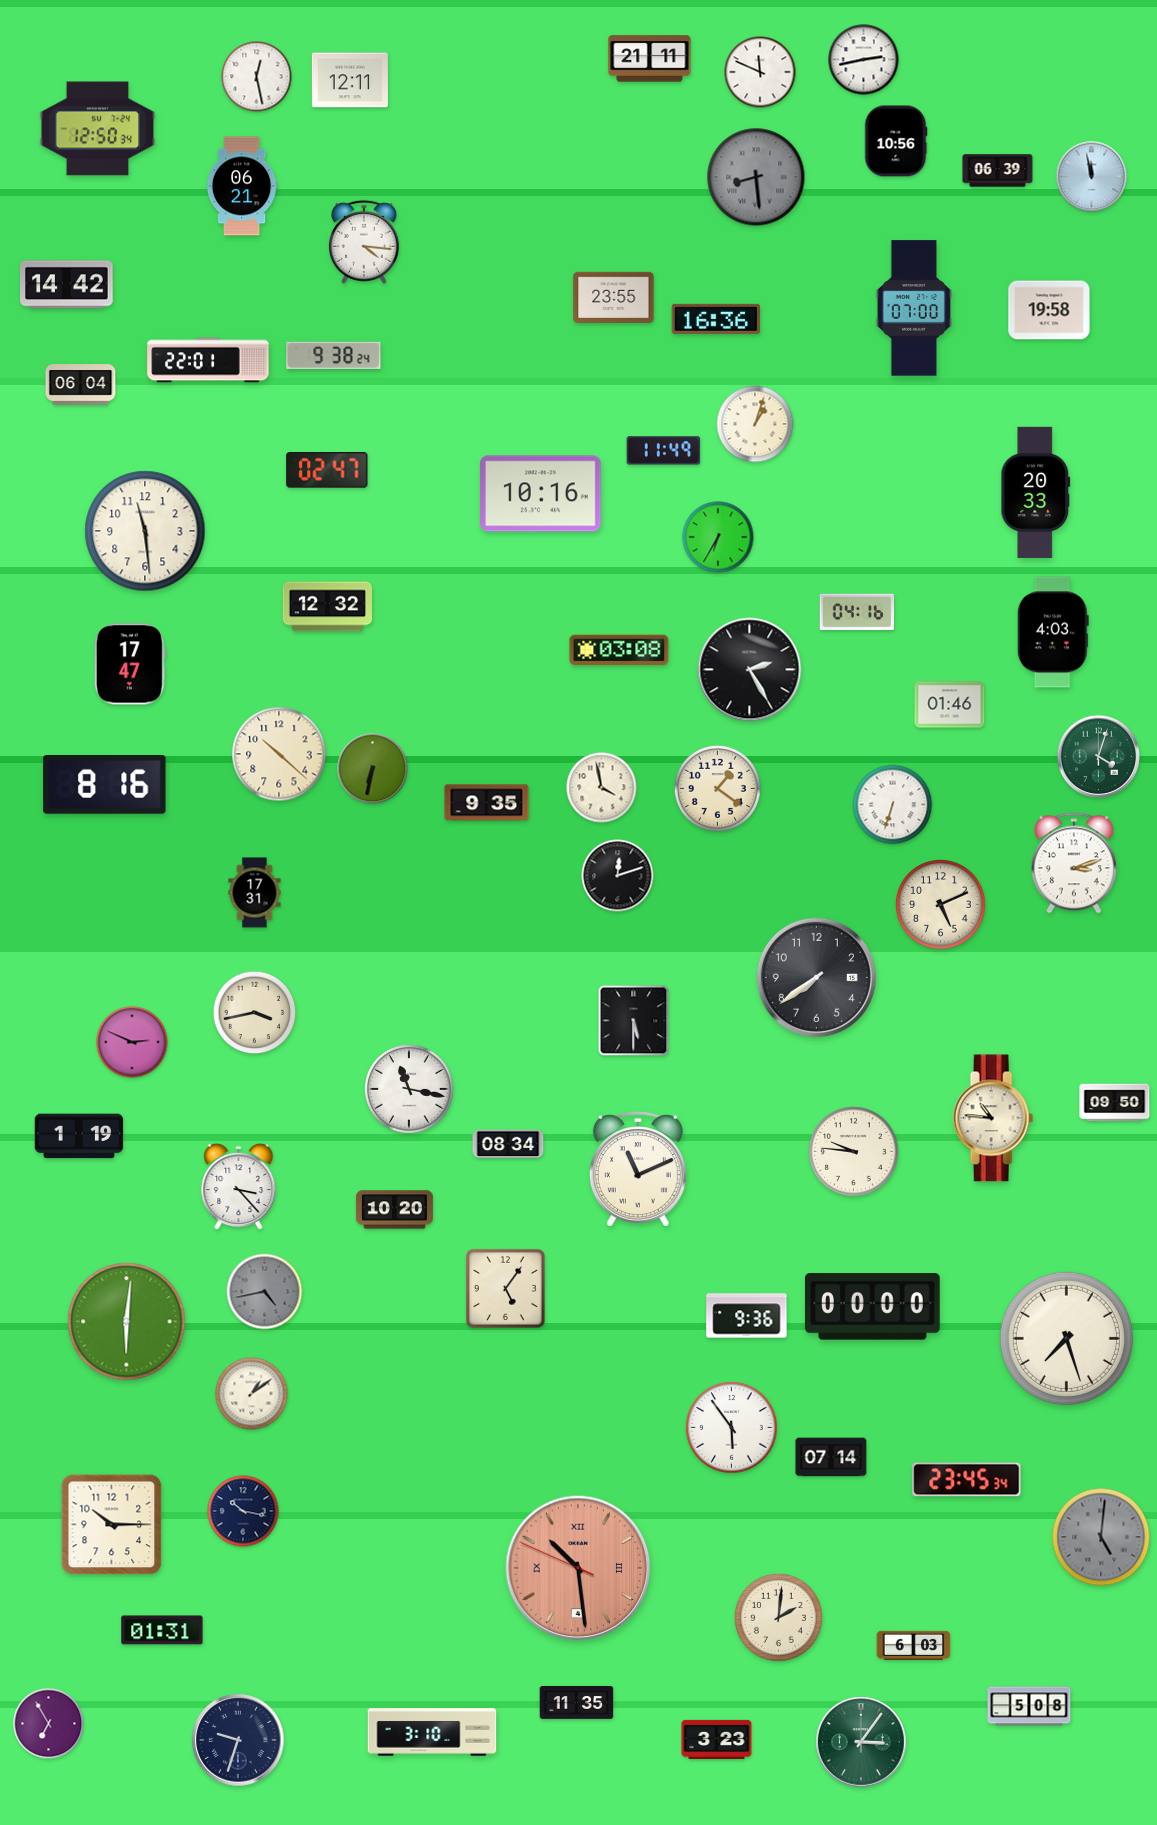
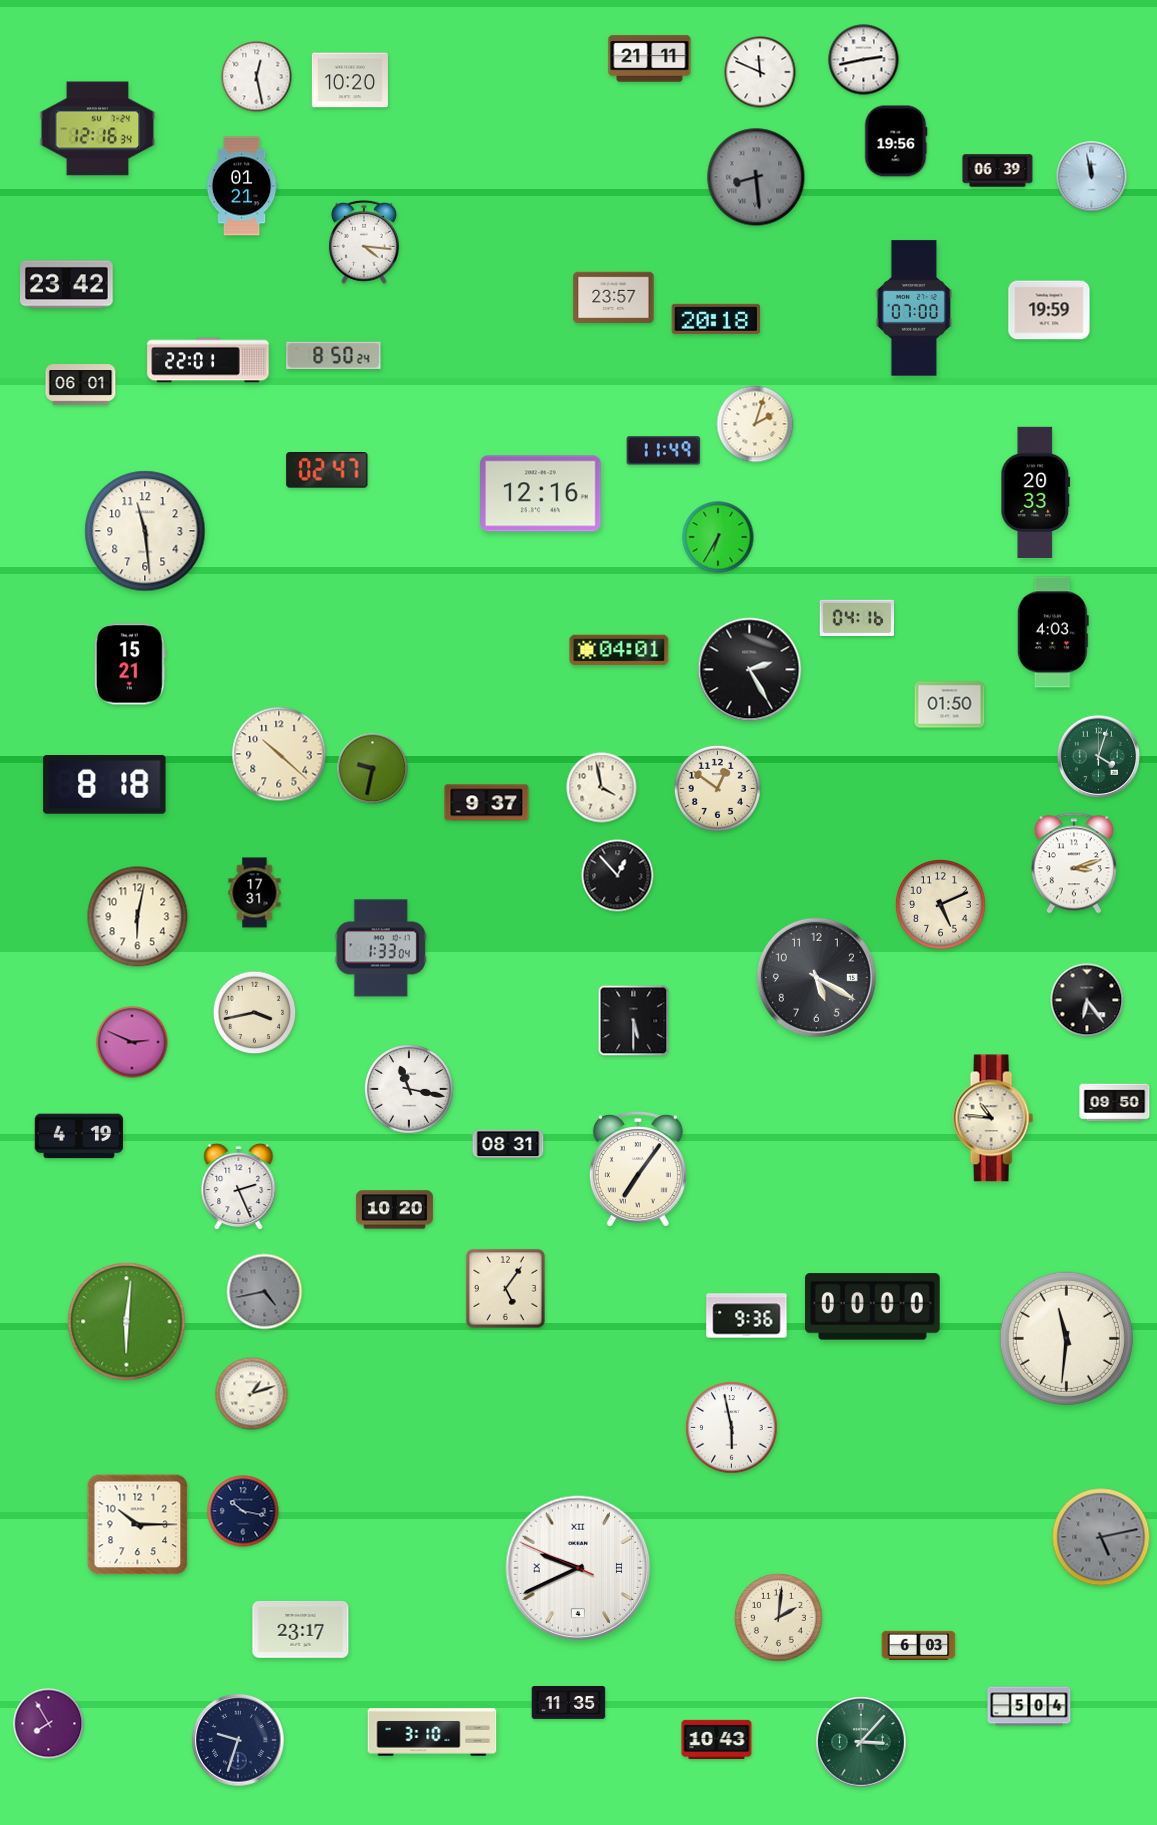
clock at (350, 80): 12:11 -> 10:20
clock at (98, 129): 12:50 -> 12:16
clock at (896, 141): 10:56 -> 19:56
clock at (242, 186): 06:21 -> 01:21
clock at (67, 285): 14:42 -> 23:42
clock at (614, 297): 23:55 -> 23:57
clock at (1049, 310): 19:58 -> 19:59
clock at (716, 319): 16:36 -> 20:18
clock at (334, 355): 9:38 -> 8:50
clock at (81, 385): 06:04 -> 06:01
clock at (755, 424): 1:03 -> 2:03
clock at (541, 494): 10:16 -> 12:16
clock at (327, 607): 12:32 -> none
clock at (857, 611) position: (857, 611) -> (857, 617)
clock at (619, 650): 03:08 -> 04:01
clock at (130, 664): 17:47 -> 15:21
clock at (950, 705): 01:46 -> 01:50
clock at (373, 769): 6:32 -> 9:32
clock at (105, 785): 8:16 -> 8:18
clock at (717, 788): 1:21 -> 12:51
clock at (487, 803): 9:35 -> 9:37
clock at (893, 805): 6:33 -> none
clock at (618, 876): 12:12 -> 12:53
clock at (138, 917): none -> 6:02
clock at (381, 948): none -> 1:33
clock at (816, 977): 7:39 -> 5:20
clock at (1087, 1000): none -> 6:24
clock at (79, 1136): 1:19 -> 4:19
clock at (508, 1144): 08:34 -> 08:31
clock at (854, 1152): 9:46 -> none
clock at (638, 1169): 11:11 -> 7:06
clock at (239, 1187): 3:23 -> 2:26
clock at (1066, 1338): 7:27 -> 11:31
clock at (252, 1394): 1:09 -> 1:12
clock at (732, 1428): 5:54 -> 5:58
clock at (831, 1457): 07:14 -> none
clock at (967, 1480): 23:45 -> none
clock at (112, 1525) position: (112, 1525) -> (138, 1525)
clock at (1101, 1537): 5:01 -> 5:13
clock at (578, 1568): 10:28 -> 9:40
clock at (578, 1568) dial: salmon -> white
clock at (301, 1629): none -> 23:17
clock at (162, 1630): 01:31 -> none
clock at (914, 1645) position: (914, 1645) -> (919, 1645)
clock at (577, 1703) position: (577, 1703) -> (569, 1703)
clock at (1029, 1706): 5:08 -> 5:04
clock at (49, 1724): 6:55 -> 7:55
clock at (717, 1739): 3:23 -> 10:43
clock at (861, 1742): 3:06 -> 3:07
